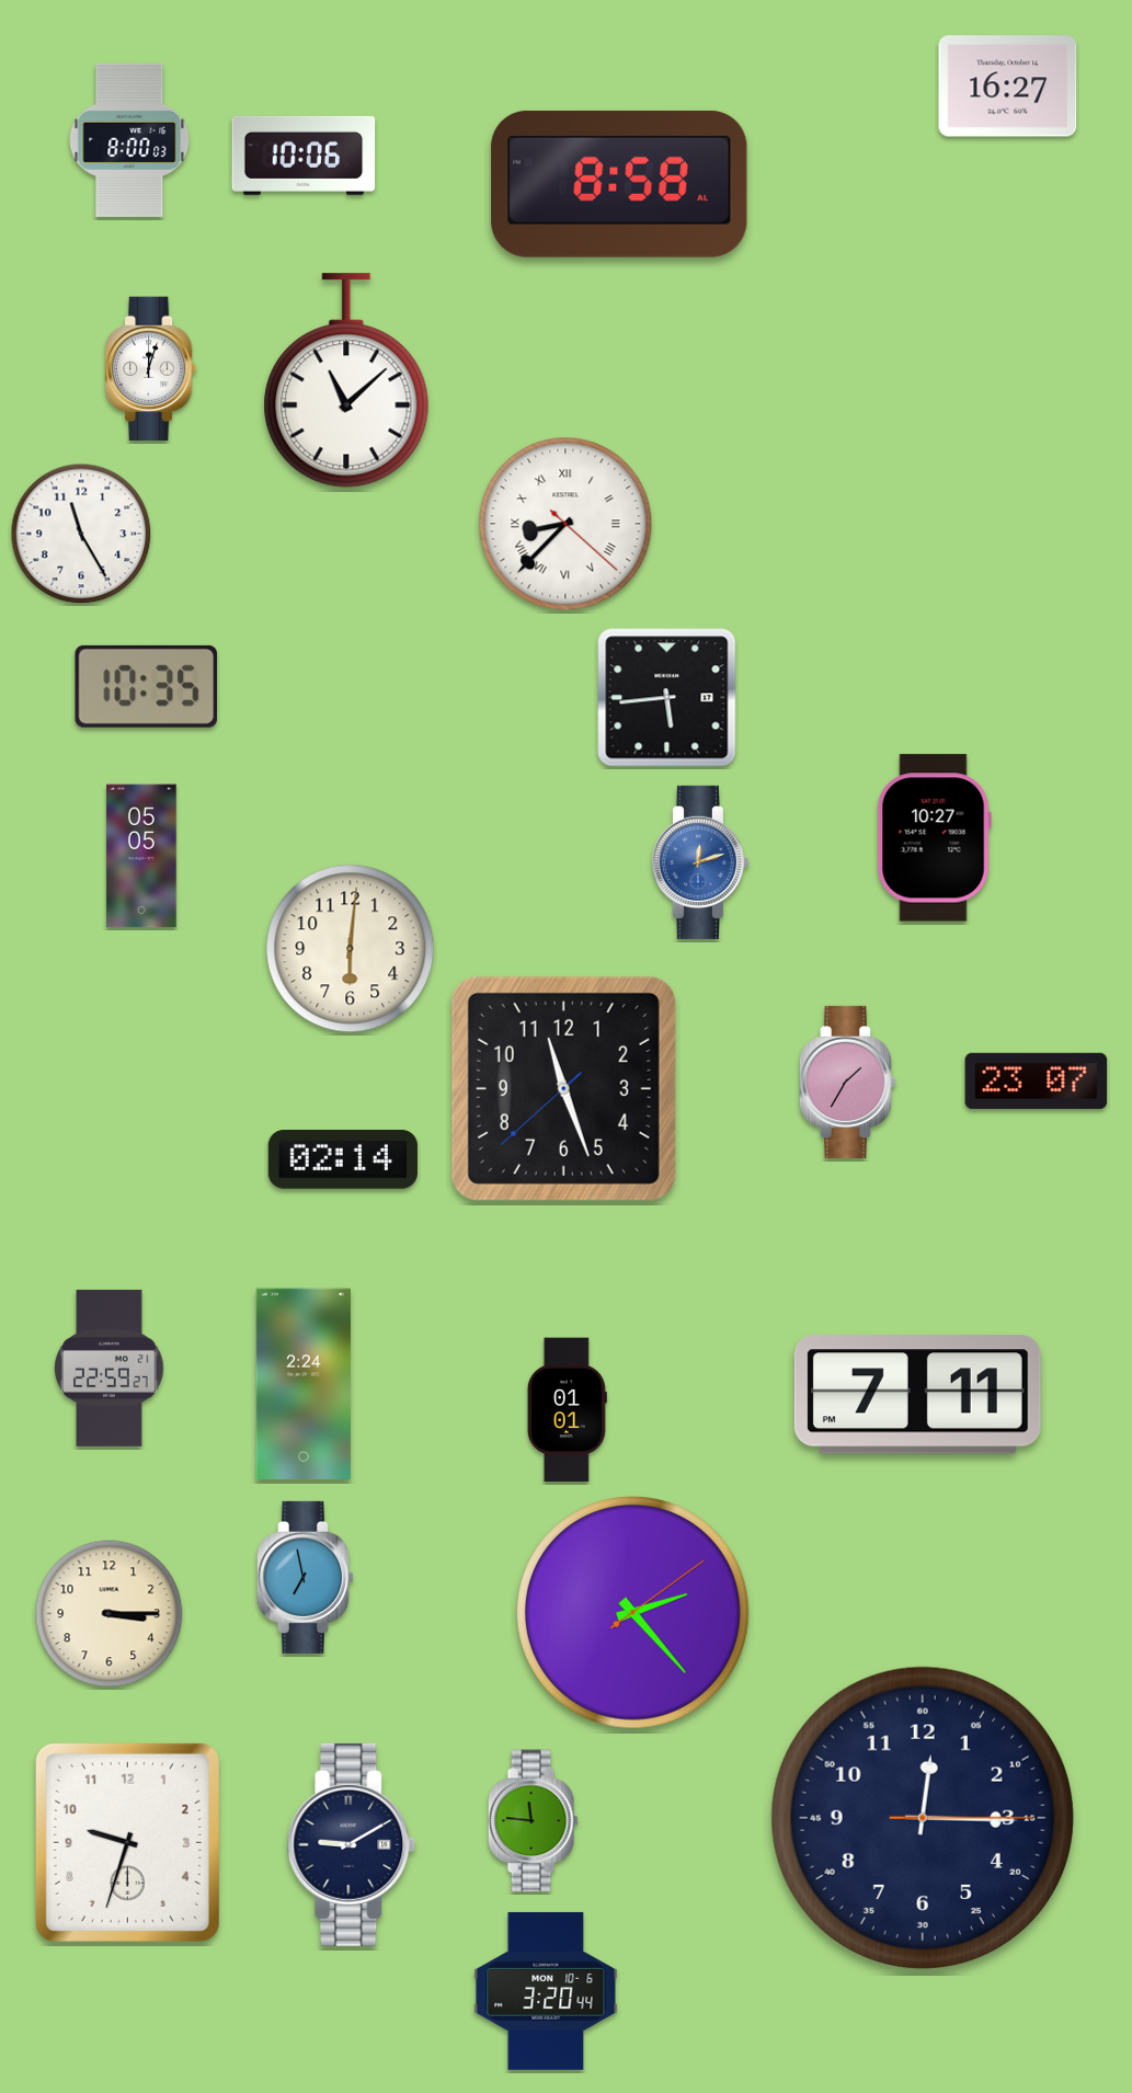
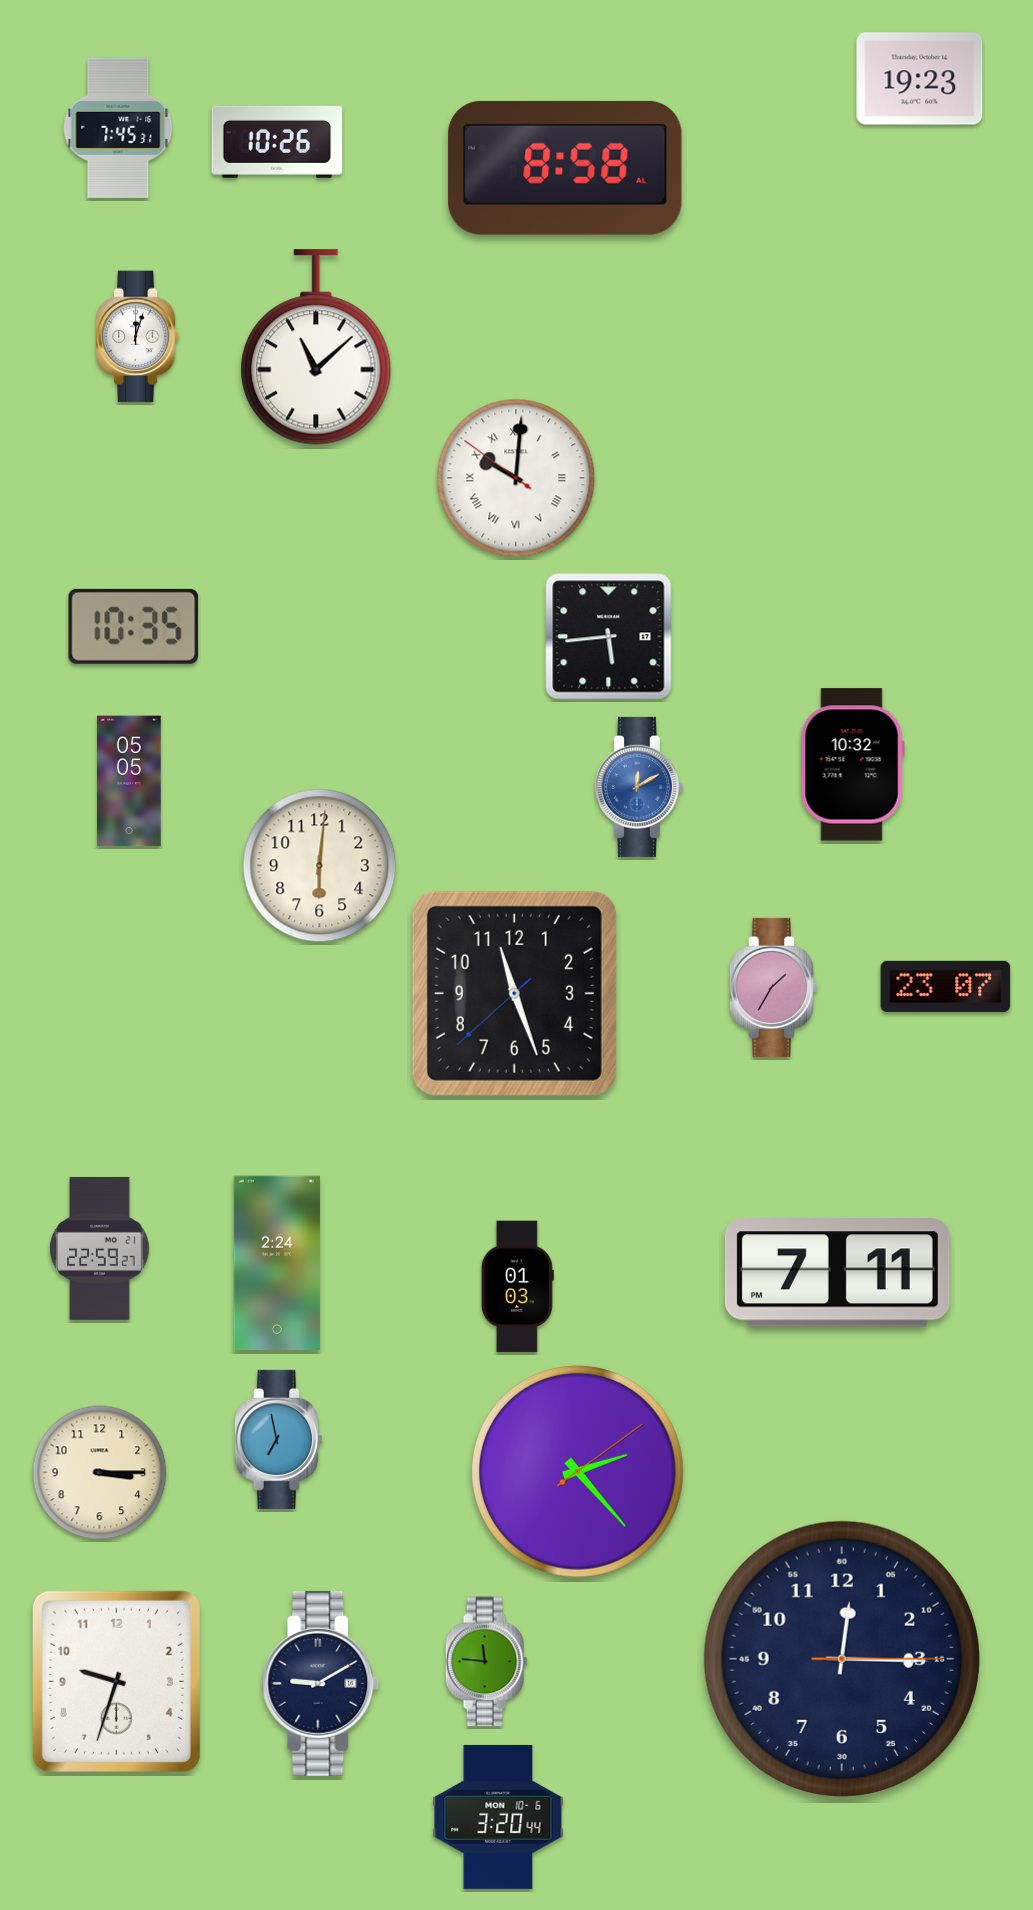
clock at (1008, 87): 16:27 -> 19:23
clock at (129, 140): 8:00 -> 7:45
clock at (304, 156): 10:06 -> 10:26
clock at (565, 524): 8:37 -> 10:00
clock at (81, 534): 11:25 -> none
clock at (934, 838): 10:27 -> 10:32
clock at (699, 862): 12:12 -> 12:10
clock at (343, 1160): 02:14 -> none
clock at (567, 1410): 01:01 -> 01:03
